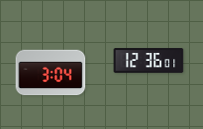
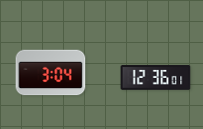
clock at (149, 61) position: (149, 61) -> (156, 78)
